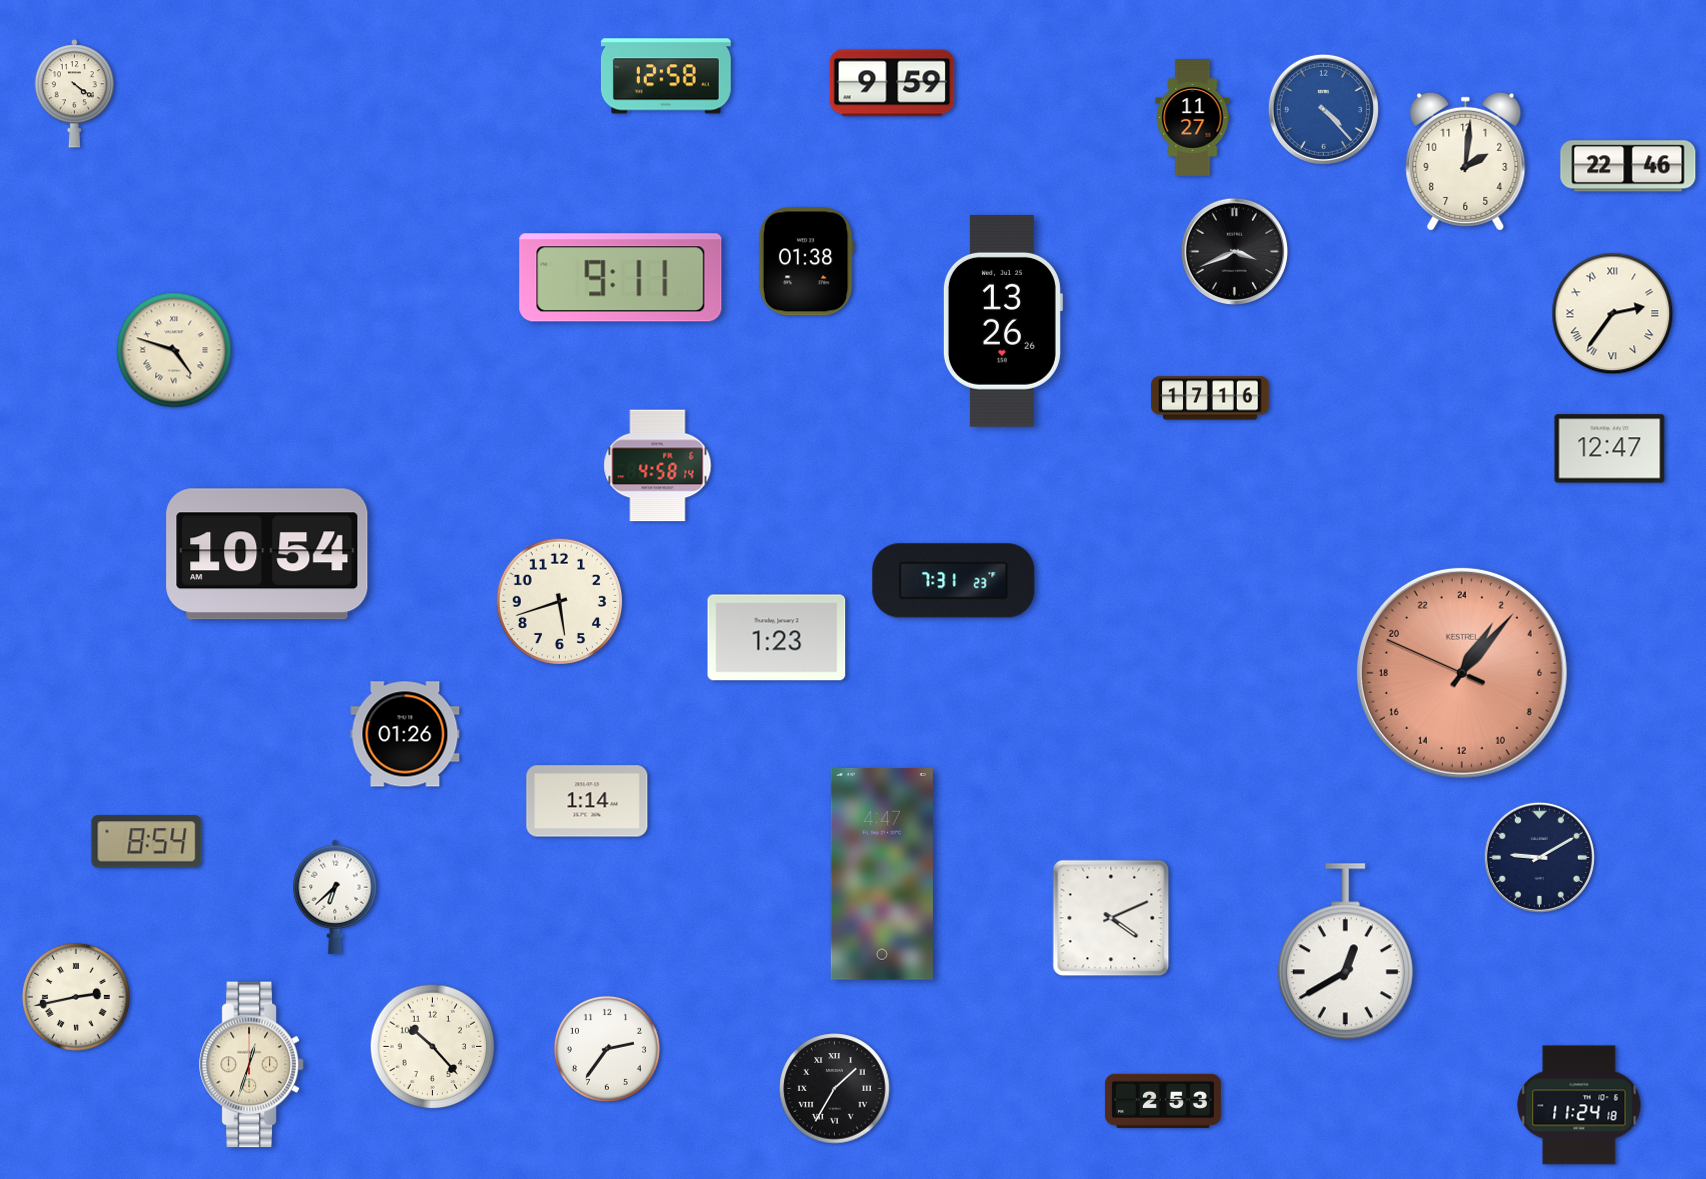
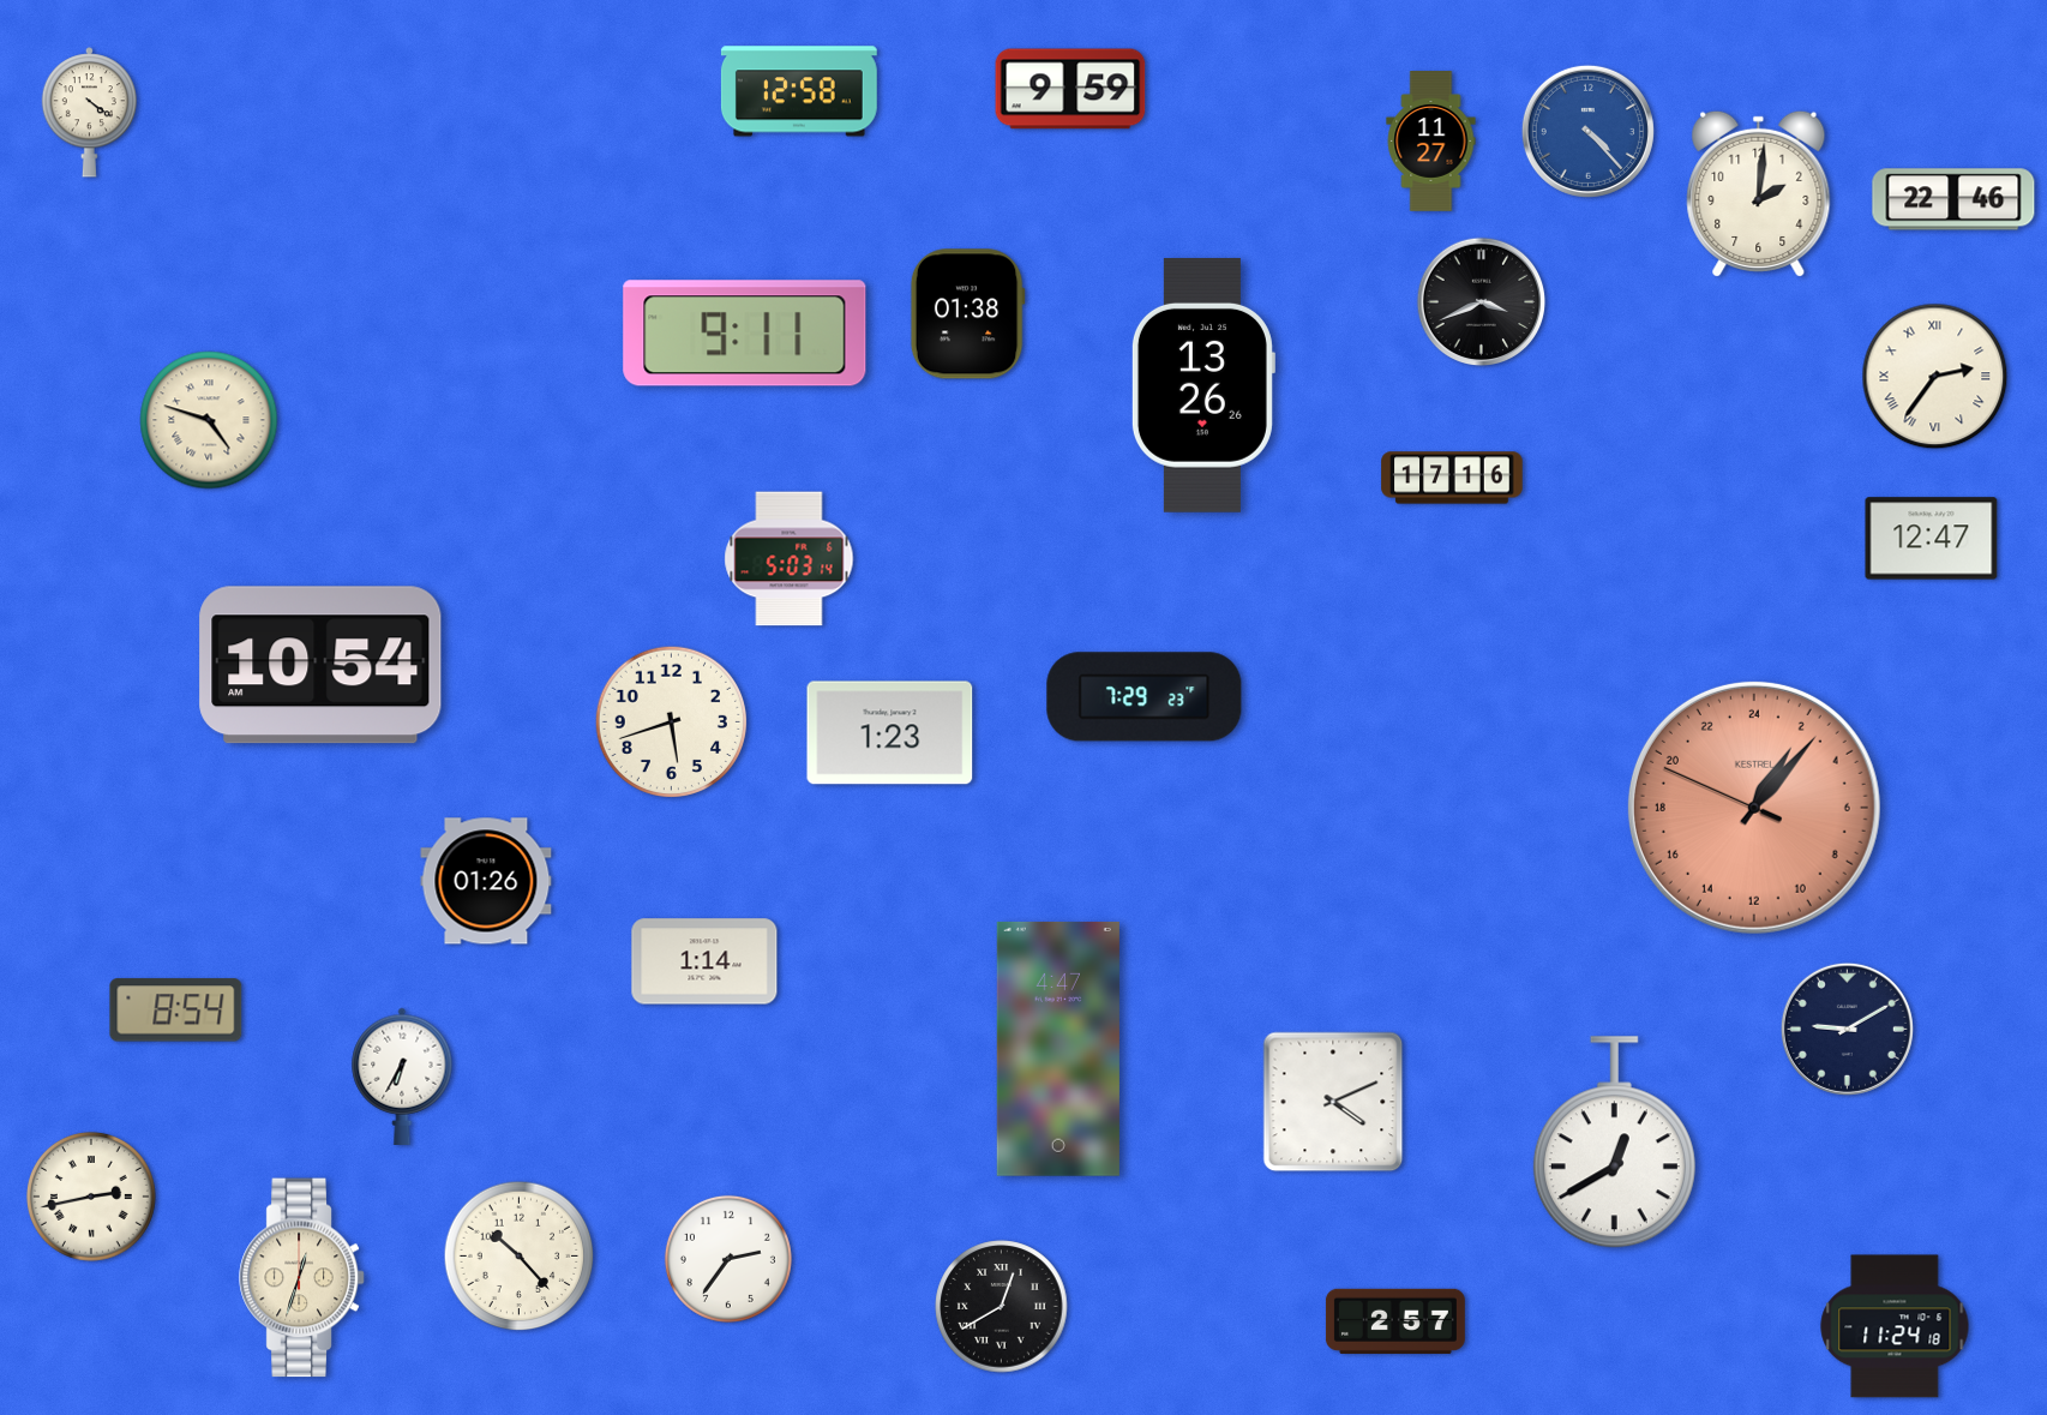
clock at (892, 83) position: (892, 83) -> (1070, 89)
clock at (658, 466): 4:58 -> 5:03
clock at (954, 581): 7:31 -> 7:29
clock at (777, 638) position: (777, 638) -> (890, 733)
clock at (335, 897): 6:38 -> 6:35
clock at (835, 1089): 1:35 -> 12:40
clock at (1163, 1101): 2:53 -> 2:57
